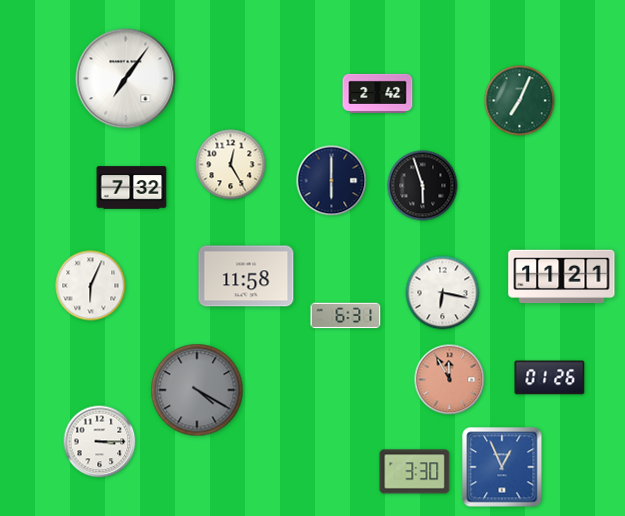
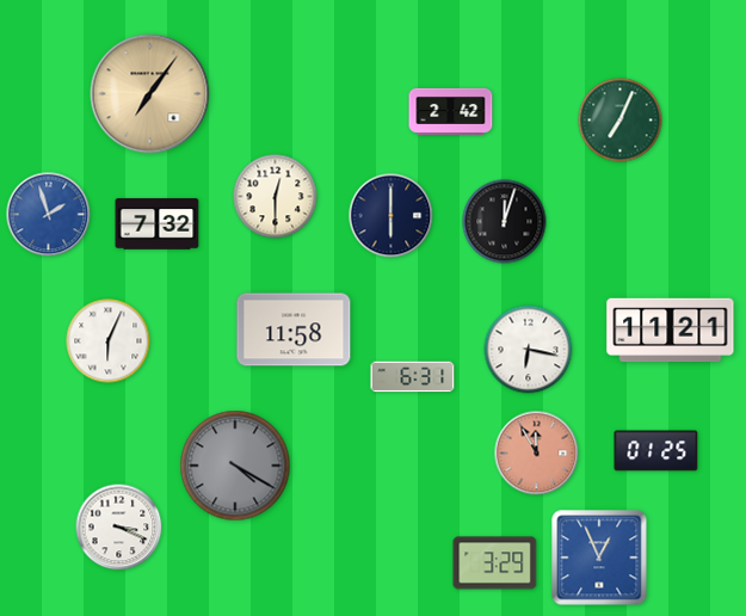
clock at (126, 79) dial: white -> champagne
clock at (231, 165): 12:25 -> 12:30
clock at (49, 215): none -> 1:57
clock at (332, 181) position: (332, 181) -> (392, 216)
clock at (423, 186): 5:57 -> 12:03
clock at (550, 378): 01:26 -> 01:25
clock at (100, 442): 3:15 -> 3:19
clock at (415, 472): 3:30 -> 3:29
